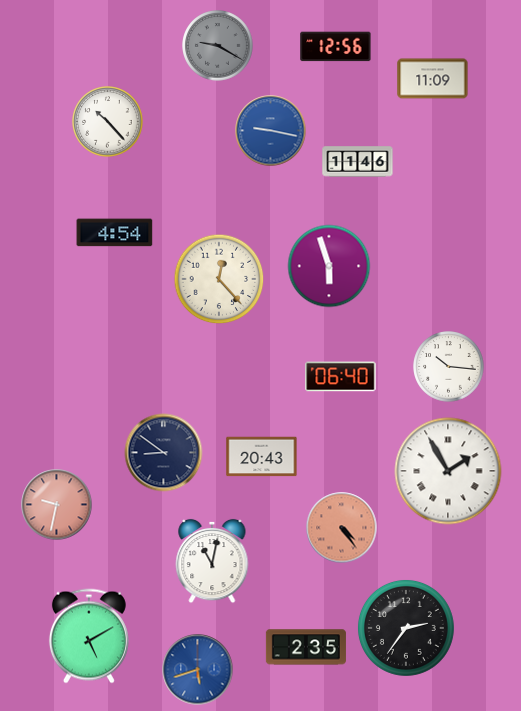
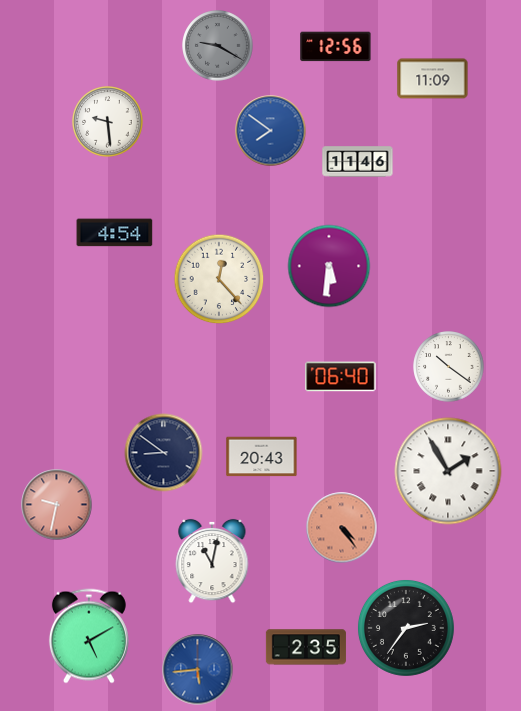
clock at (108, 122): 10:23 -> 9:29
clock at (271, 131): 9:17 -> 7:51
clock at (329, 266): 5:57 -> 5:31
clock at (449, 367): 10:16 -> 10:21
clock at (198, 670): 5:42 -> 5:44
